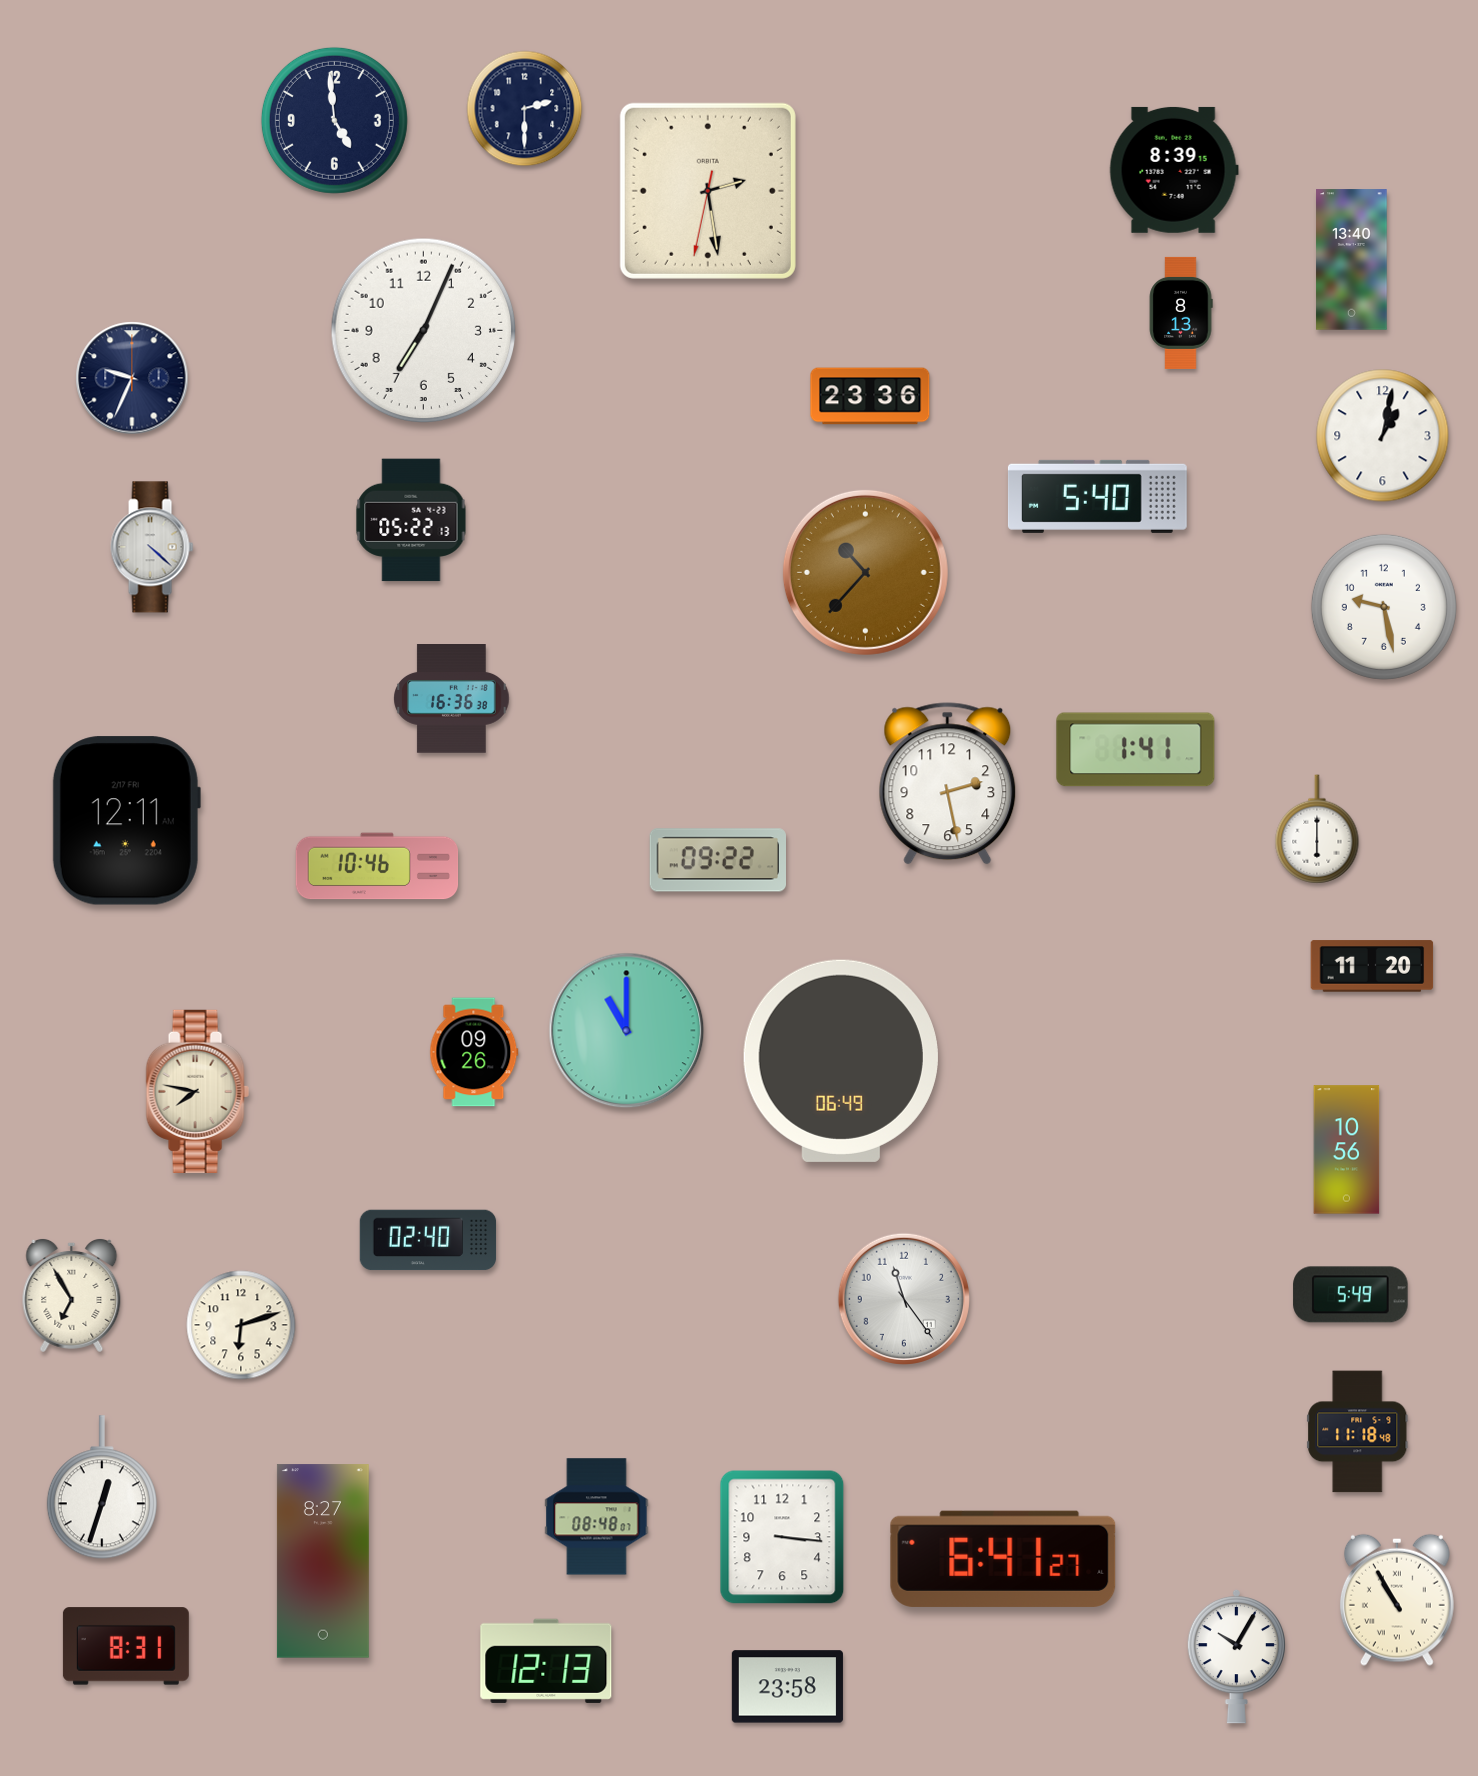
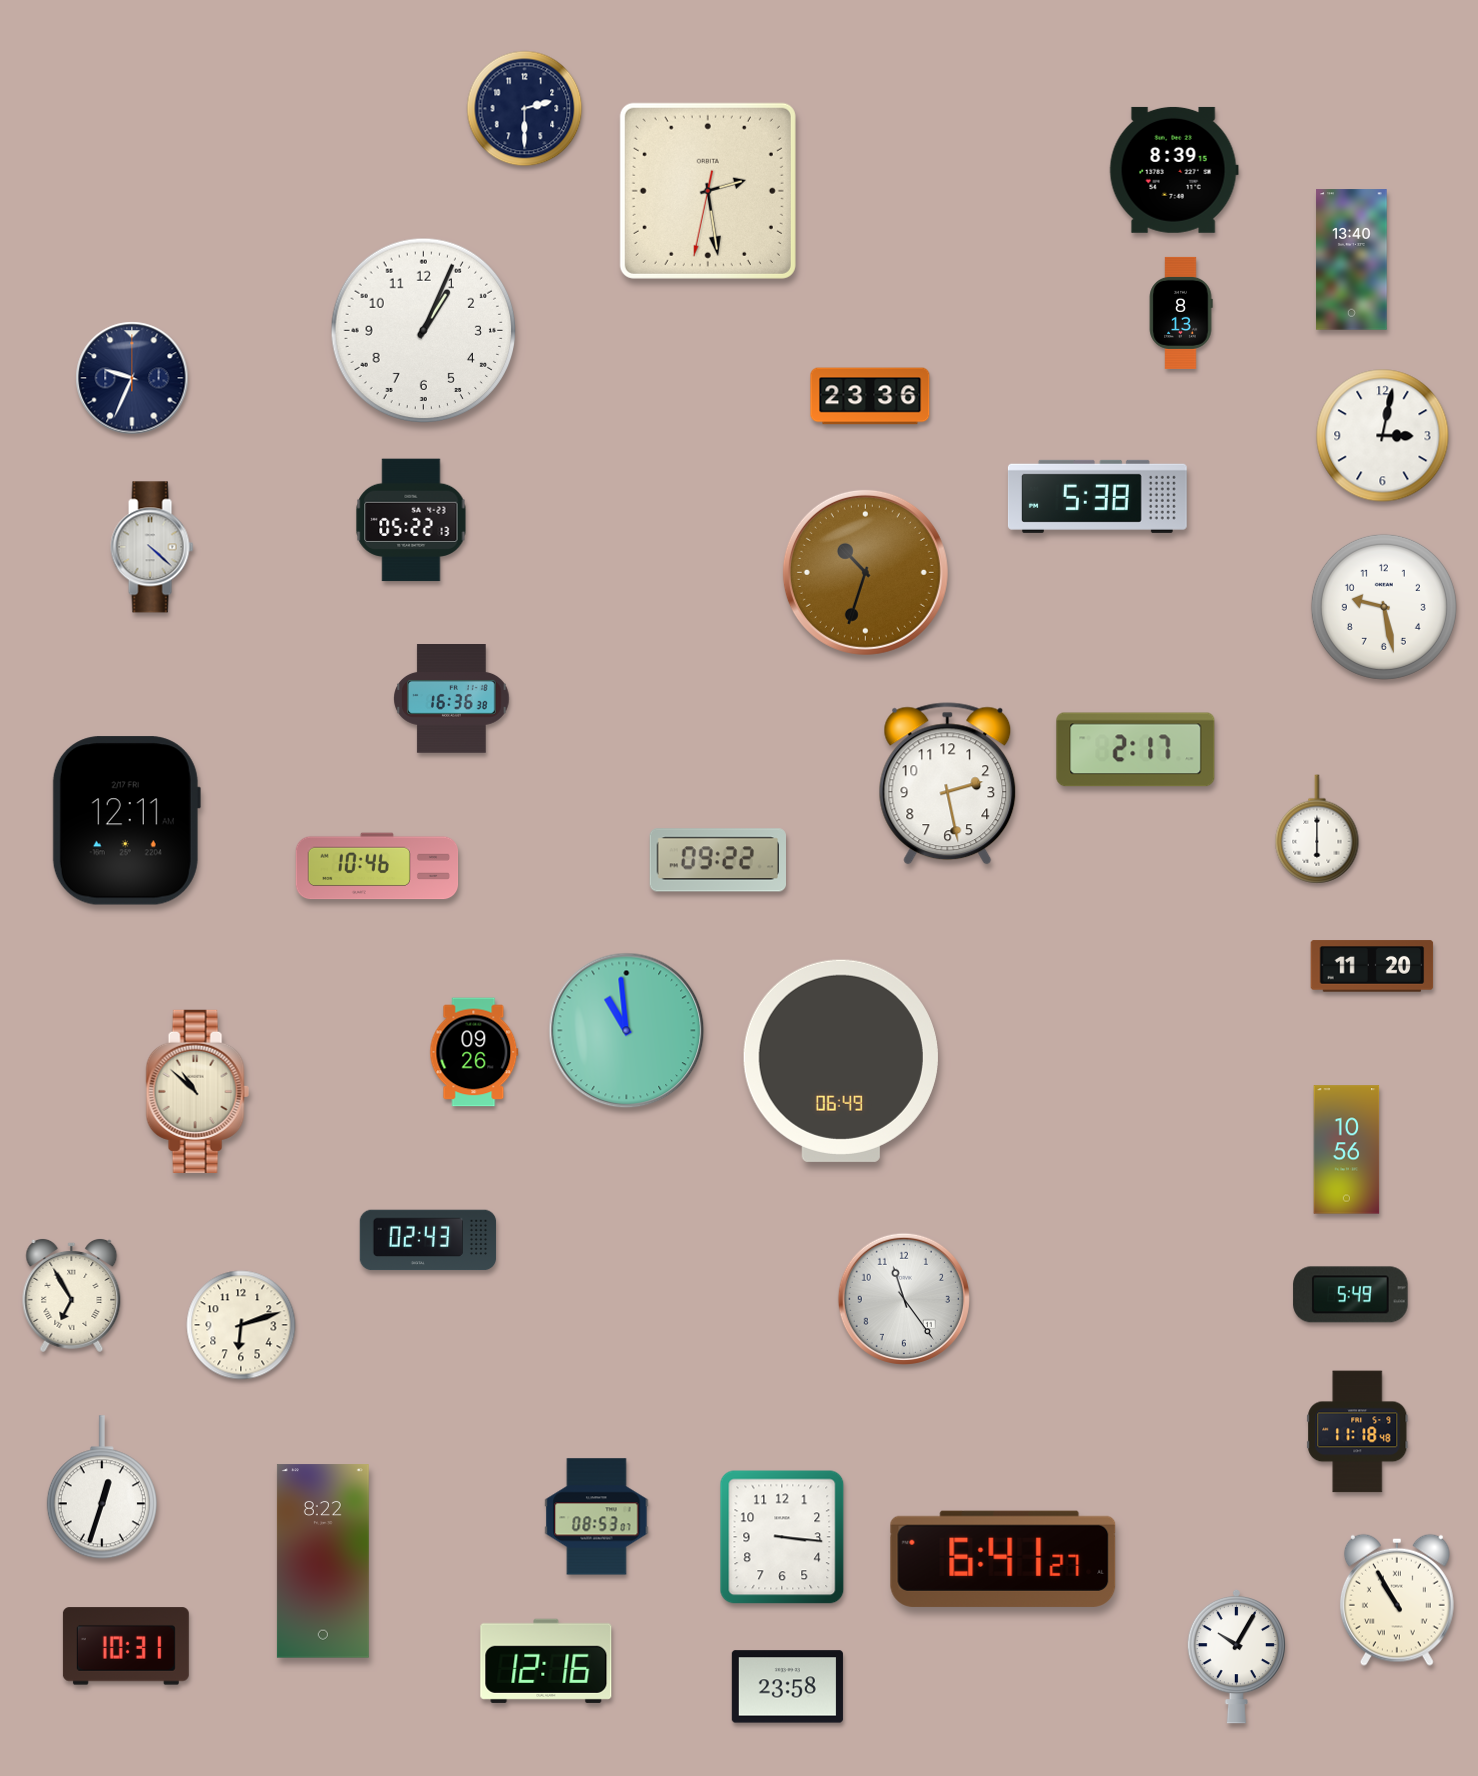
clock at (334, 120): 4:59 -> none
clock at (424, 331): 7:04 -> 1:04
clock at (1383, 436): 1:02 -> 3:02
clock at (1097, 496): 5:40 -> 5:38
clock at (865, 572): 10:37 -> 10:33
clock at (1136, 750): 1:41 -> 2:17
clock at (627, 1031): 11:00 -> 10:59
clock at (197, 1091): 7:47 -> 10:52
clock at (428, 1240): 02:40 -> 02:43
clock at (597, 1517): 08:48 -> 08:53
clock at (323, 1561): 8:27 -> 8:22
clock at (126, 1646): 8:31 -> 10:31
clock at (546, 1661): 12:13 -> 12:16
